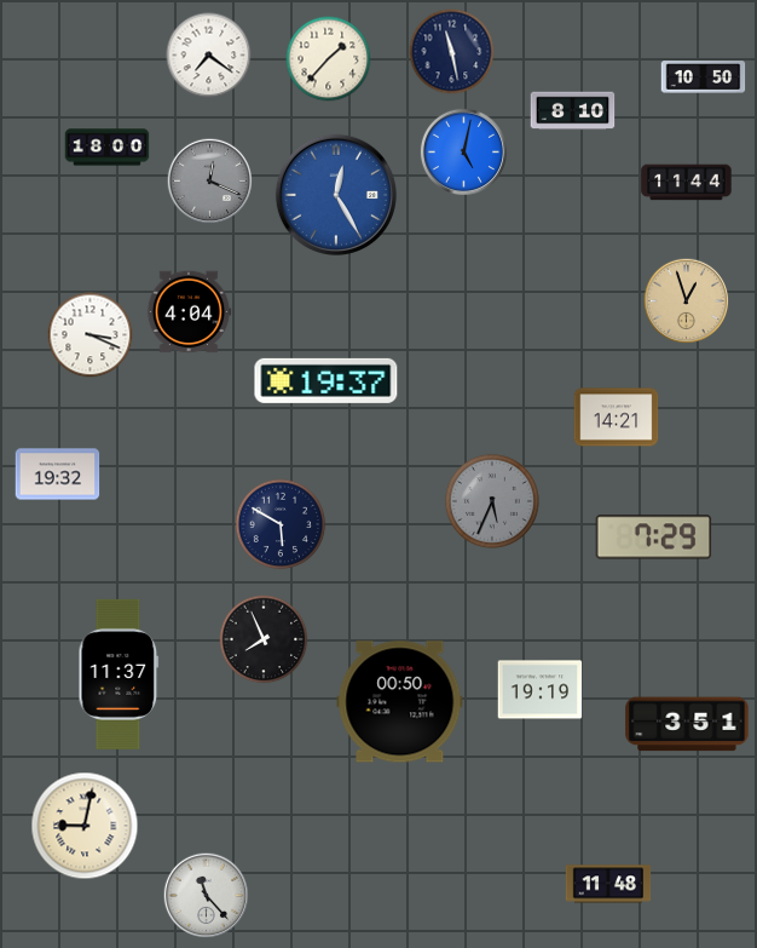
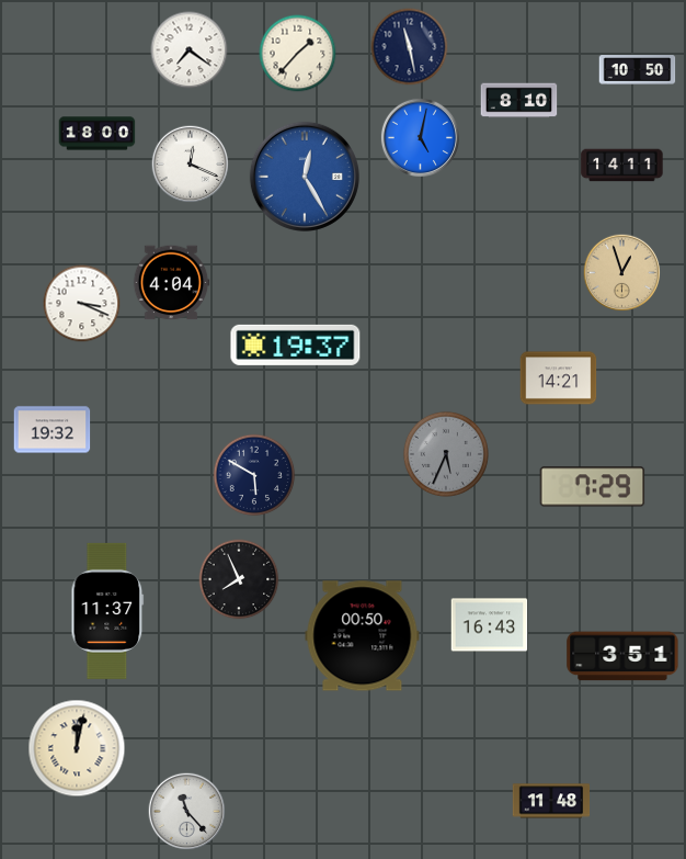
clock at (210, 182) dial: grey -> white
clock at (687, 183): 11:44 -> 14:11
clock at (541, 690): 19:19 -> 16:43
clock at (85, 826): 9:02 -> 12:02
